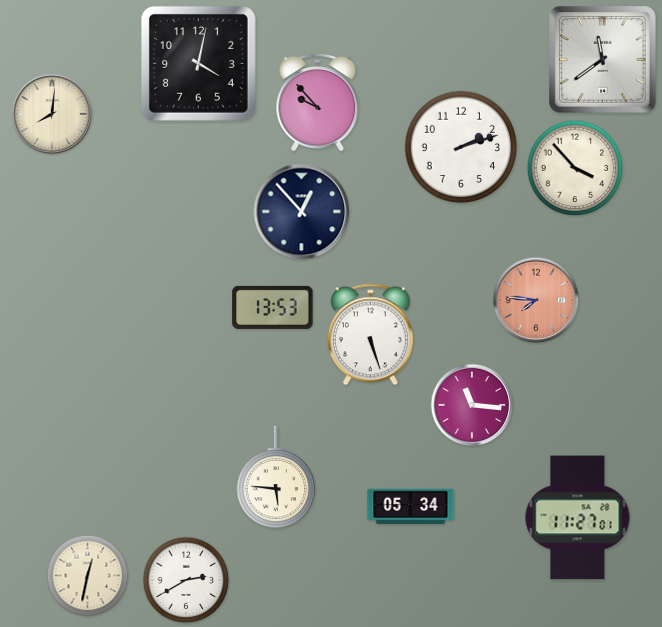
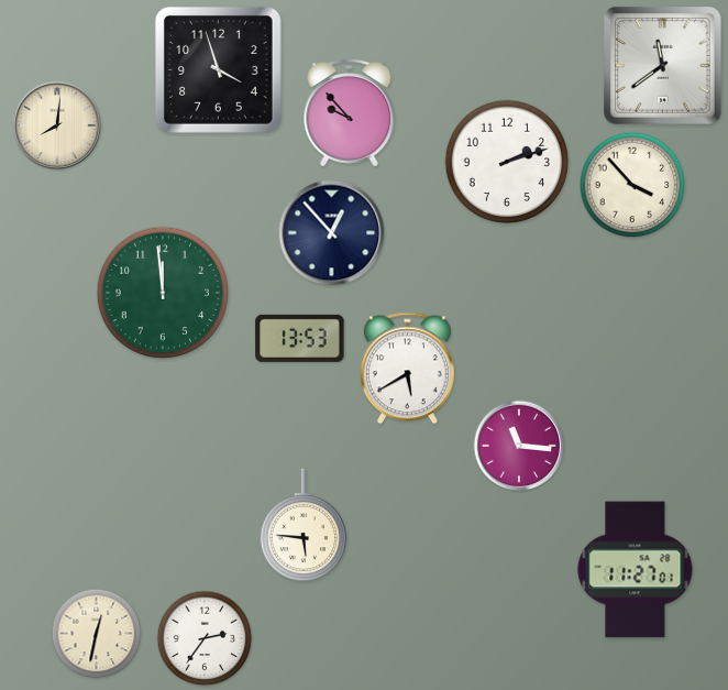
clock at (198, 63): 4:02 -> 3:57
clock at (162, 292): none -> 11:59
clock at (536, 300): 7:46 -> none
clock at (370, 335): 5:27 -> 5:40
clock at (411, 507): 05:34 -> none
clock at (186, 580): 2:40 -> 2:36
